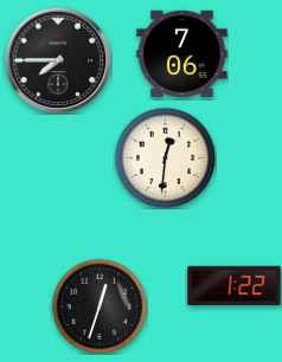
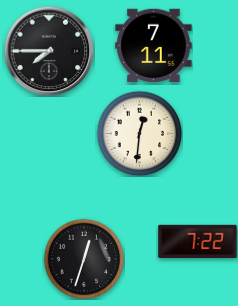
clock at (182, 54): 7:06 -> 7:11
clock at (235, 285): 1:22 -> 7:22
